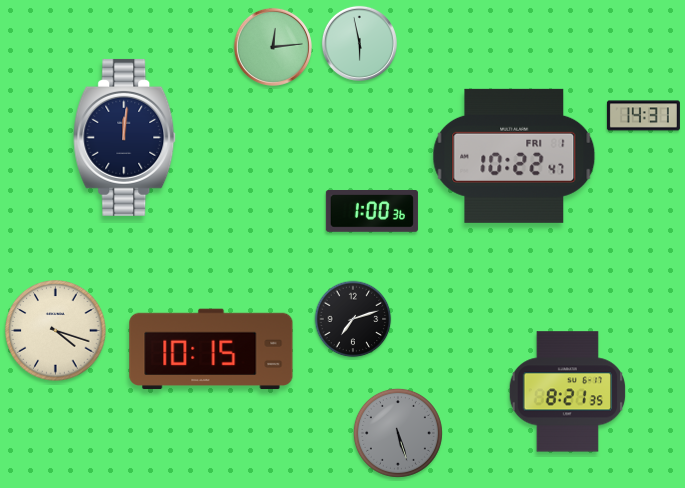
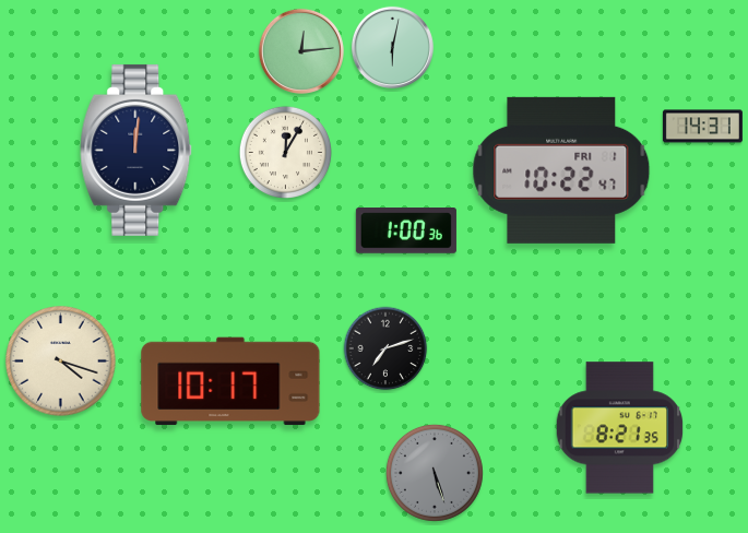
clock at (359, 43): 5:58 -> 6:02
clock at (273, 47) position: (273, 47) -> (301, 51)
clock at (285, 152): none -> 12:05
clock at (211, 349): 10:15 -> 10:17
